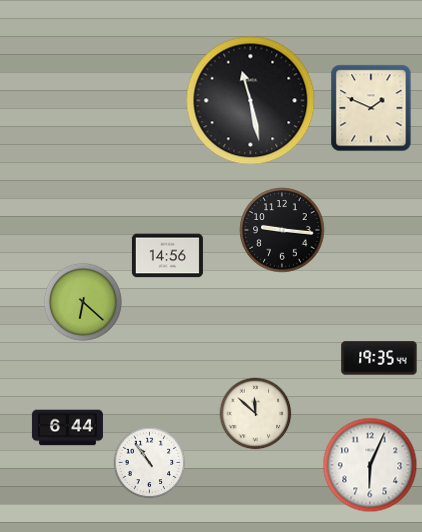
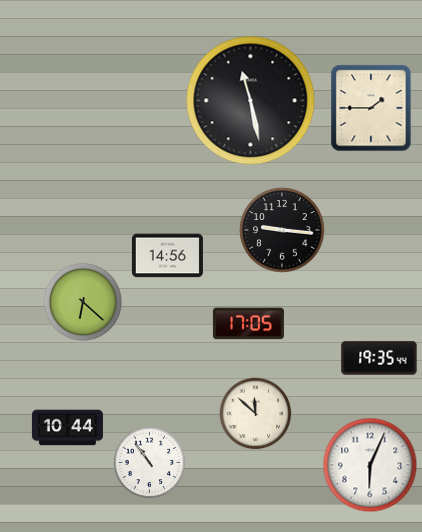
clock at (371, 108): 1:49 -> 1:45
clock at (248, 324): none -> 17:05
clock at (67, 428): 6:44 -> 10:44
